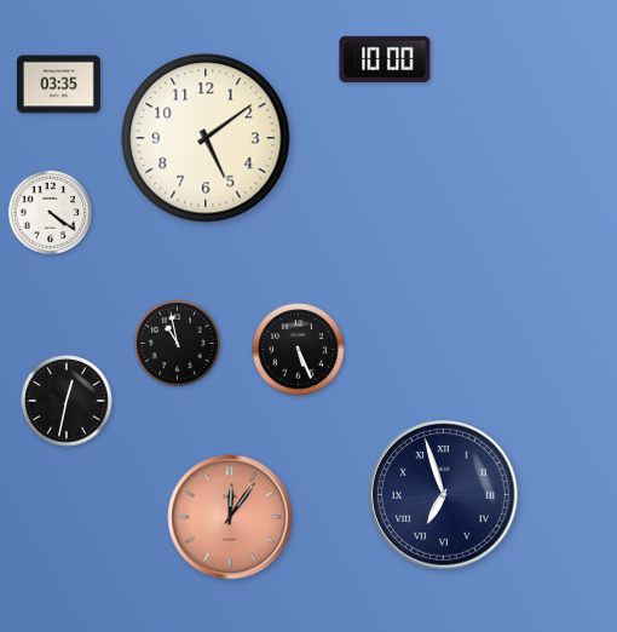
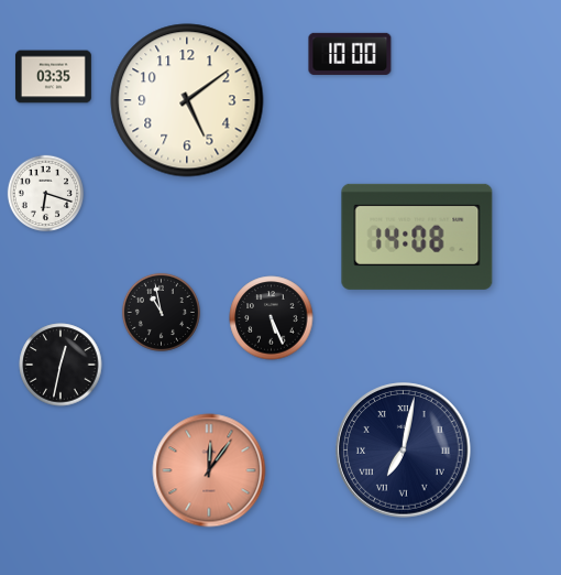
clock at (206, 138) position: (206, 138) -> (187, 100)
clock at (51, 213): 4:21 -> 6:18
clock at (417, 237): none -> 14:08
clock at (444, 495): 6:57 -> 7:02
